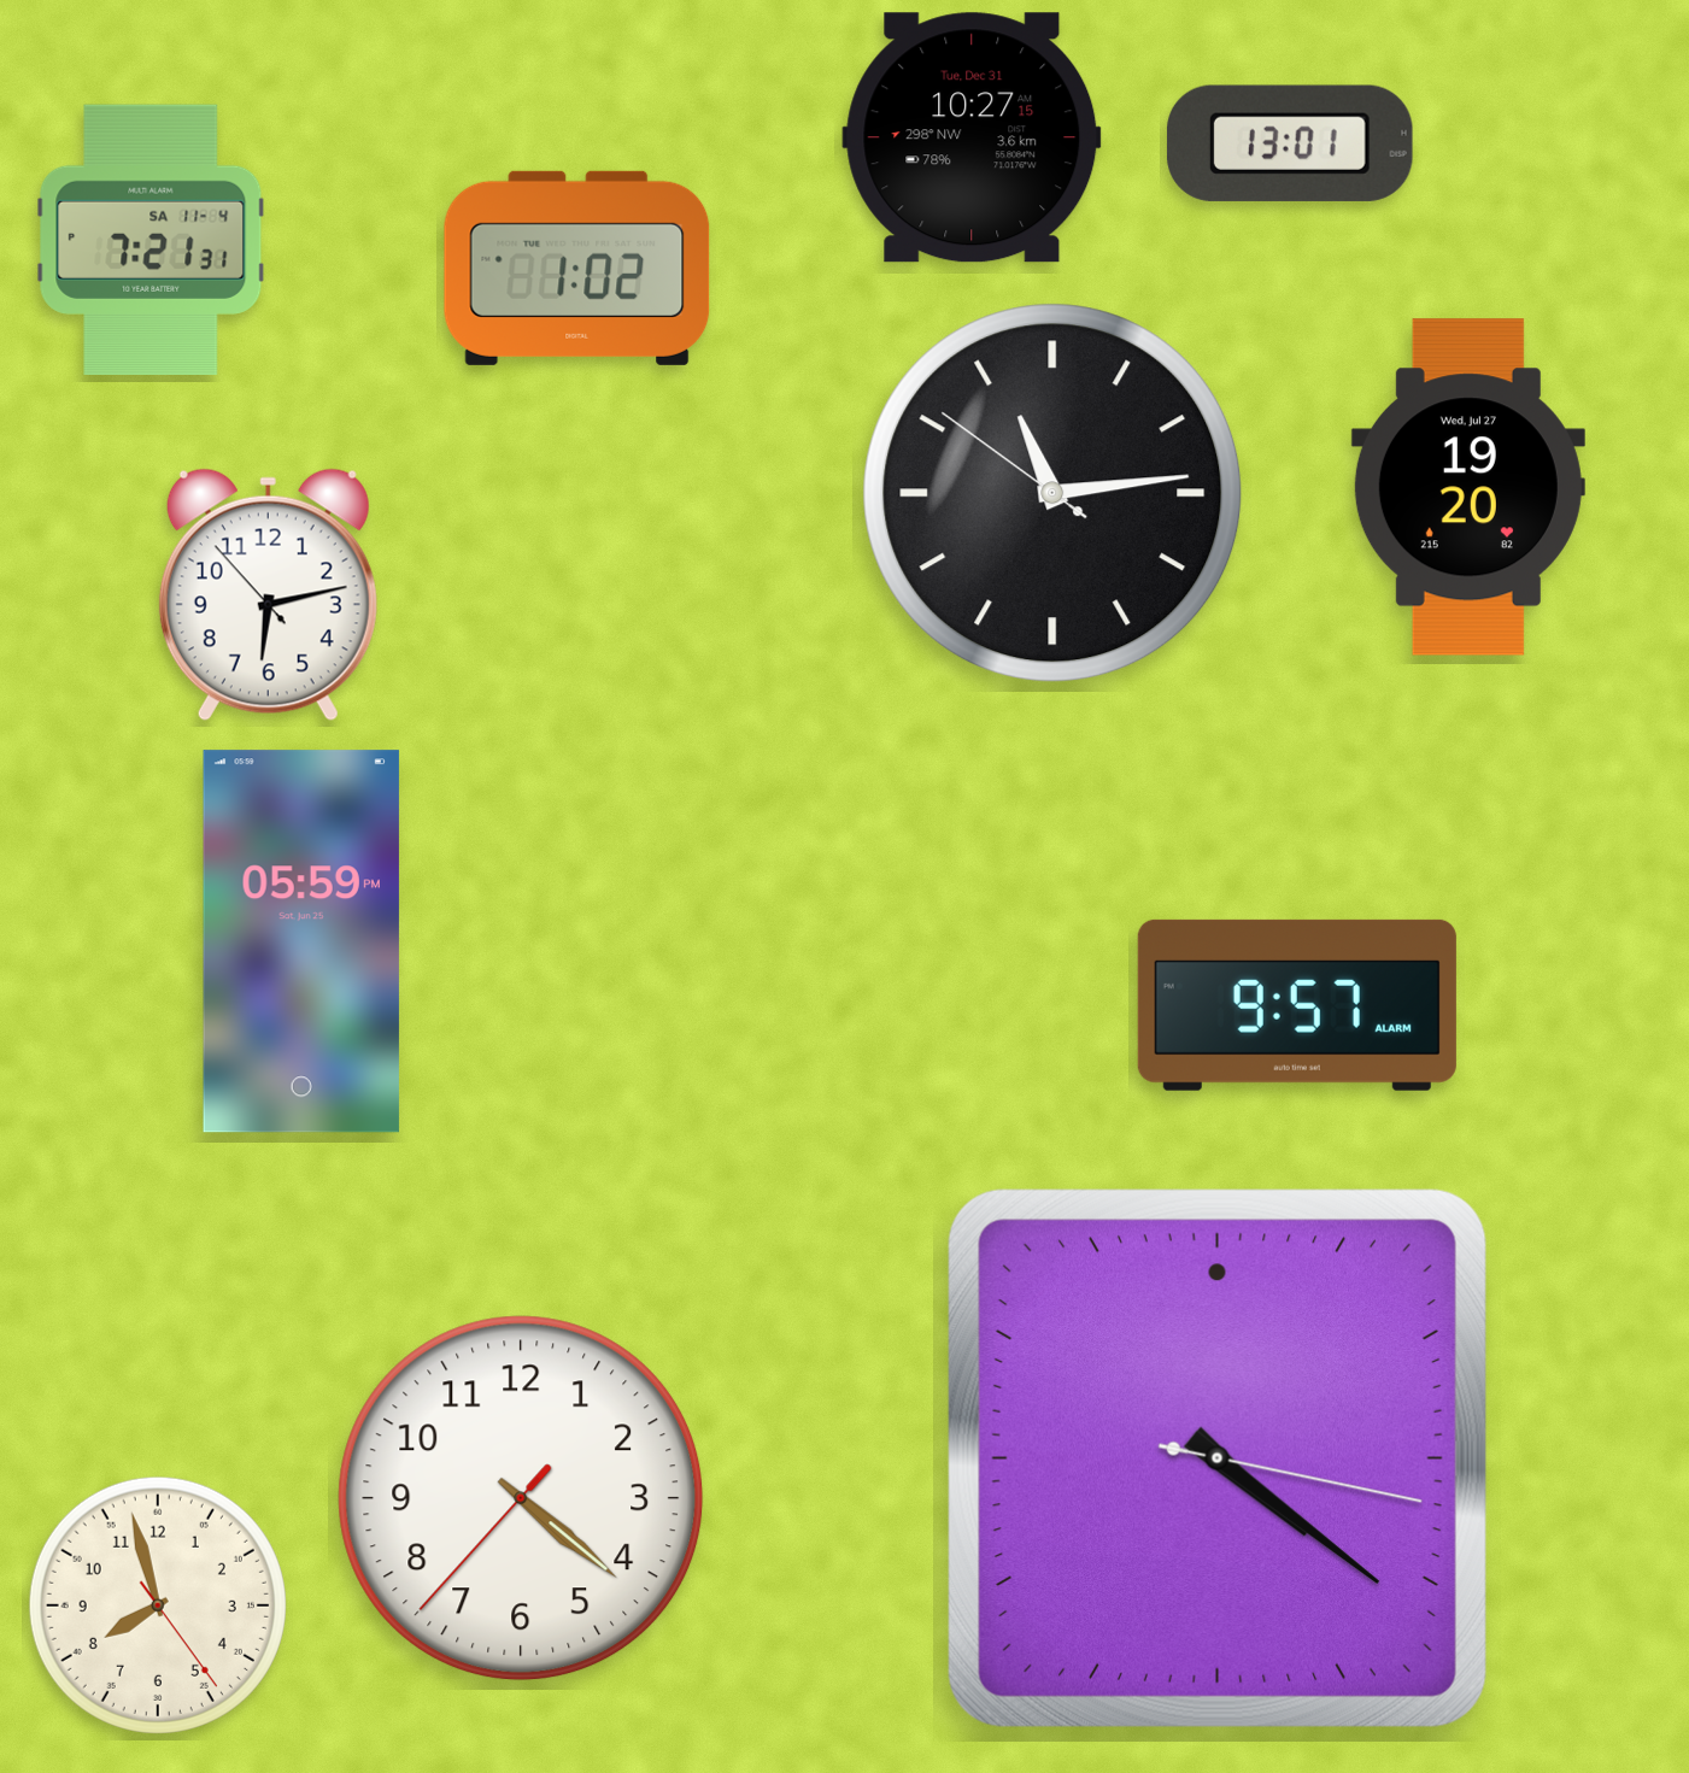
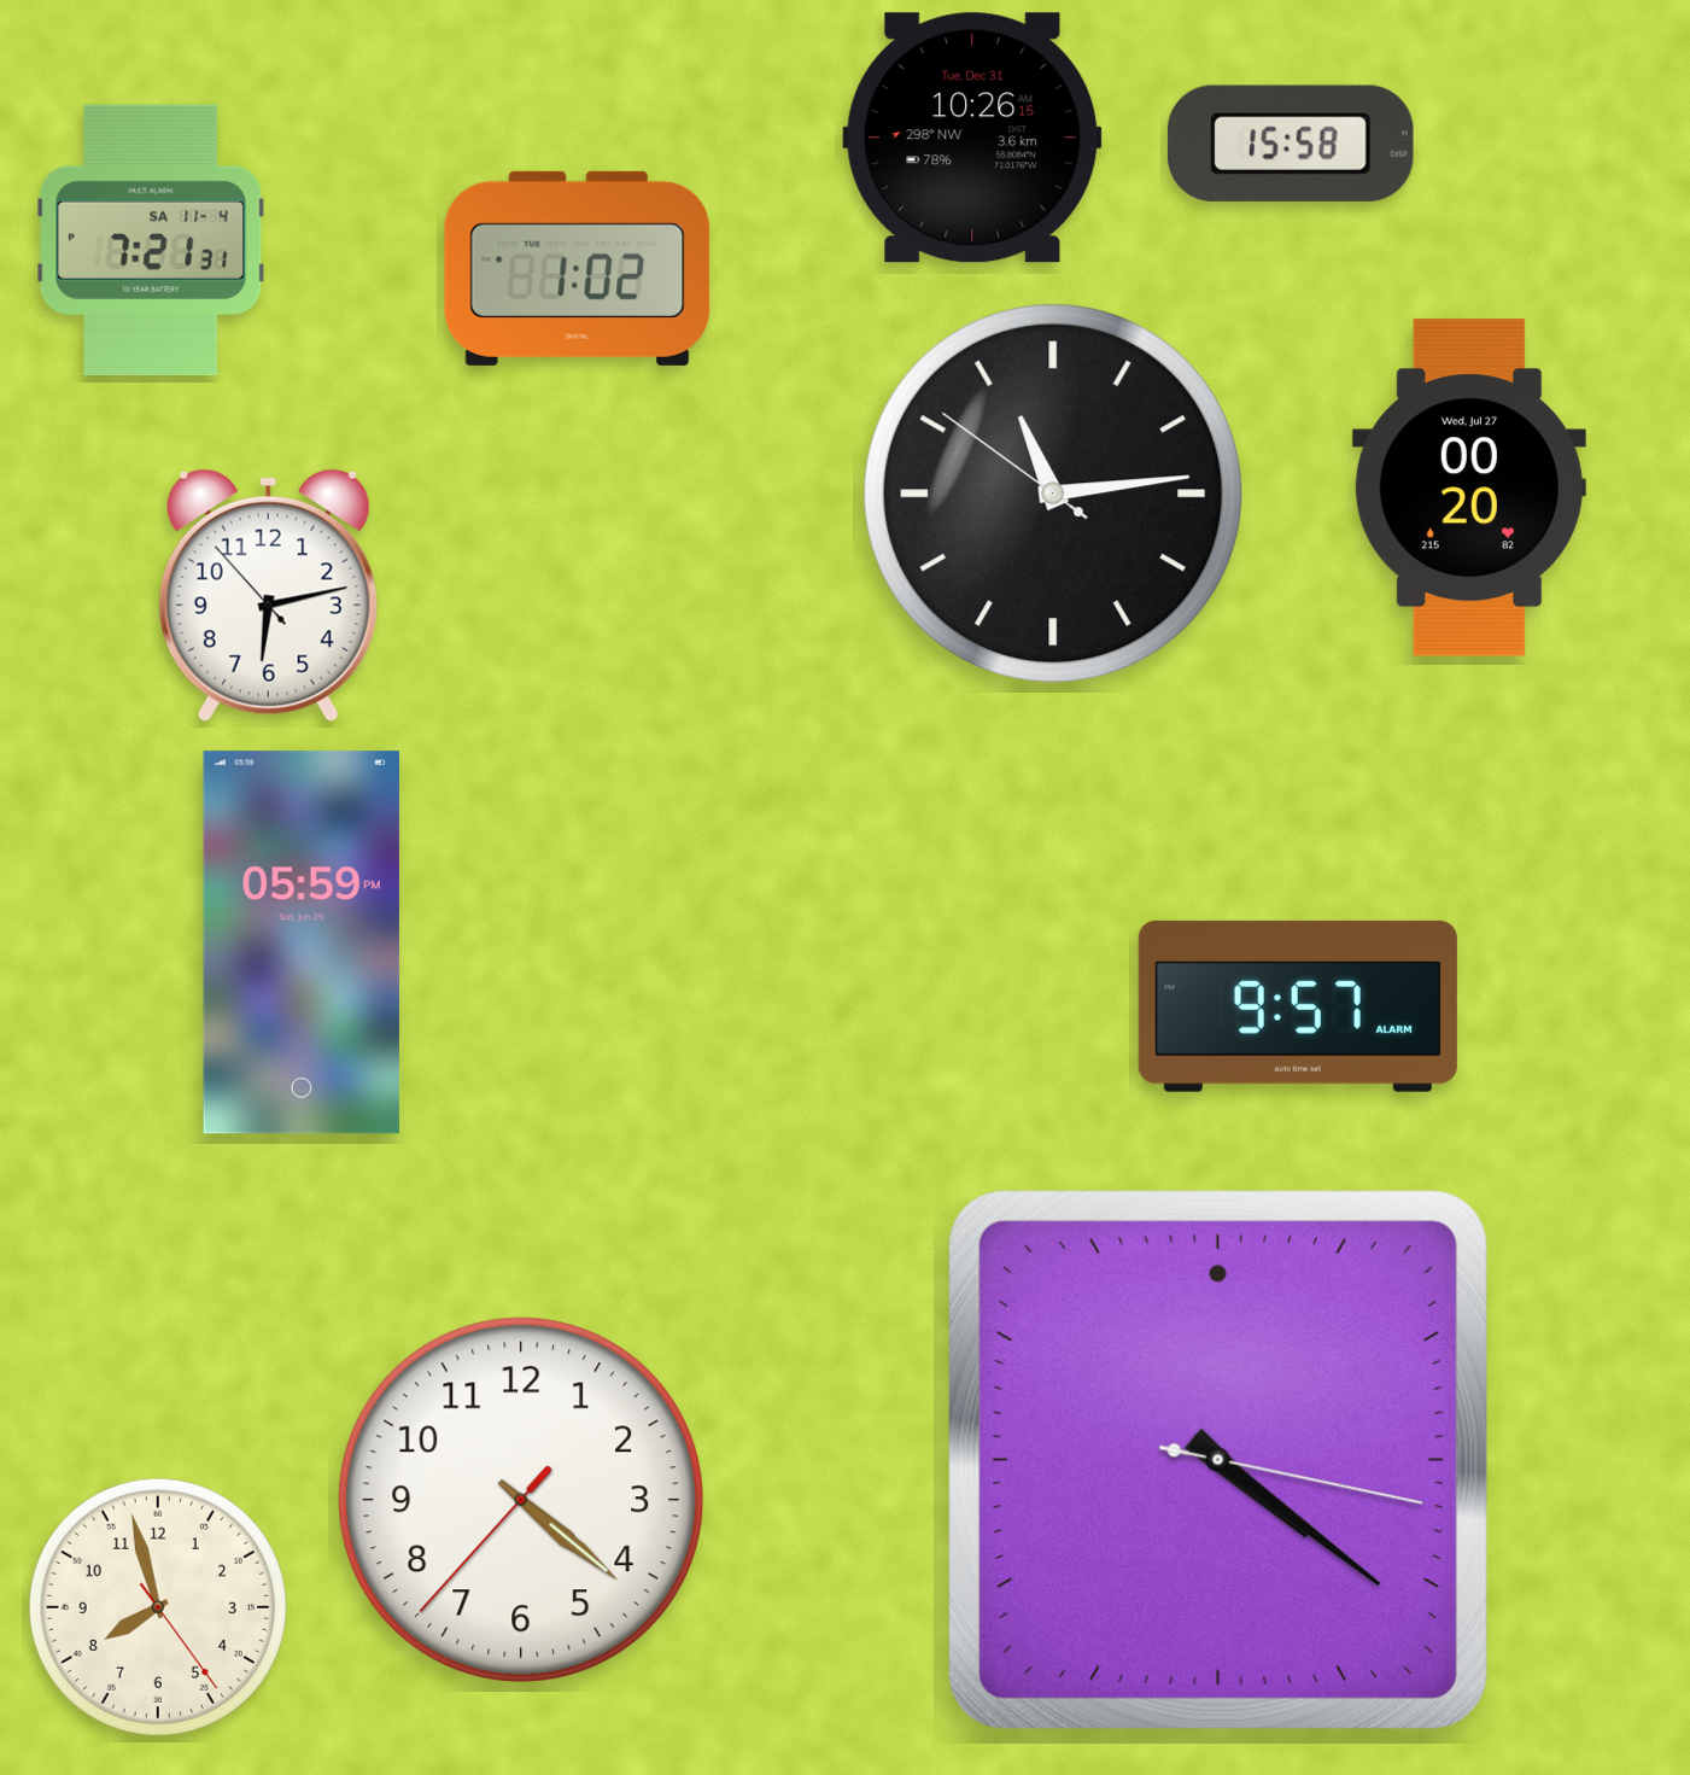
clock at (972, 137): 10:27 -> 10:26
clock at (1290, 143): 13:01 -> 15:58
clock at (1468, 487): 19:20 -> 00:20
